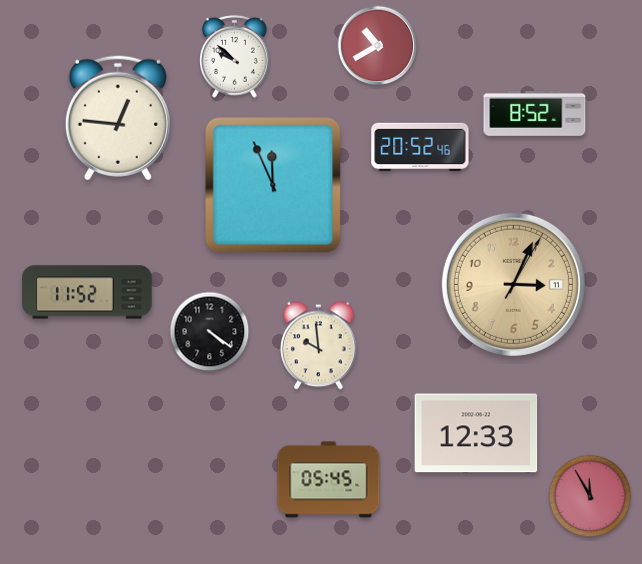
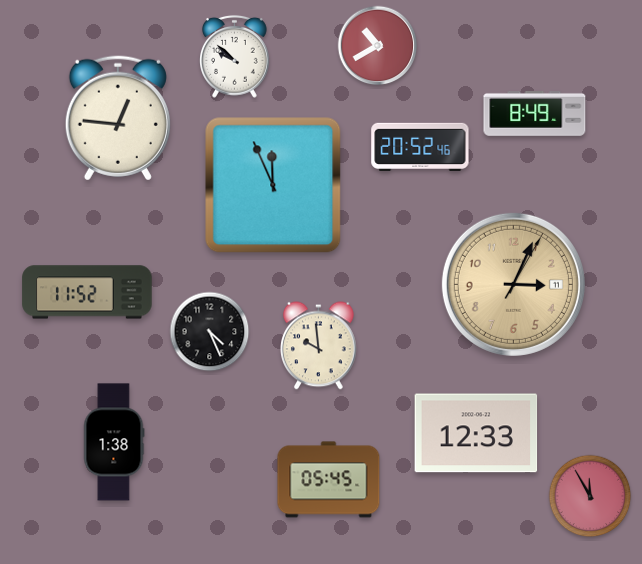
clock at (535, 113): 8:52 -> 8:49
clock at (210, 332): 4:21 -> 4:26
clock at (114, 442): none -> 1:38
